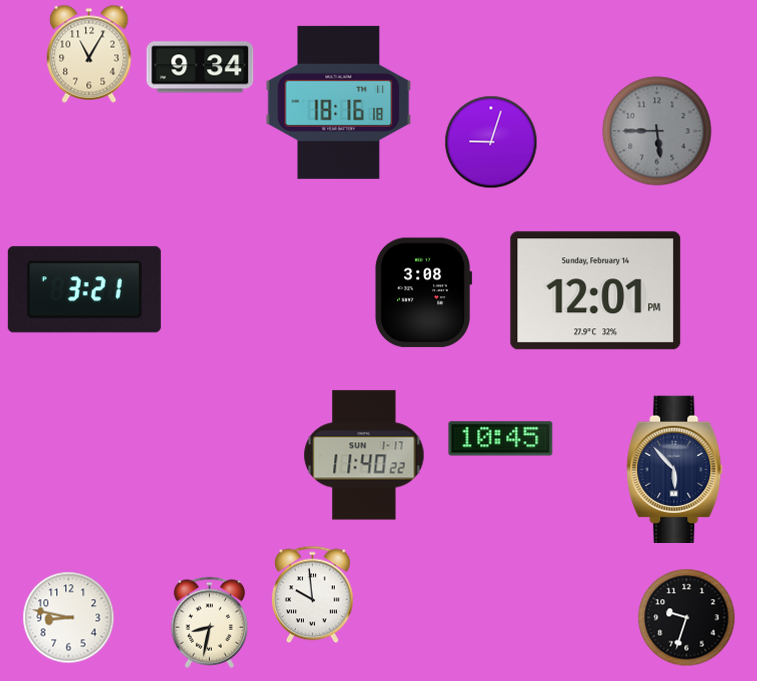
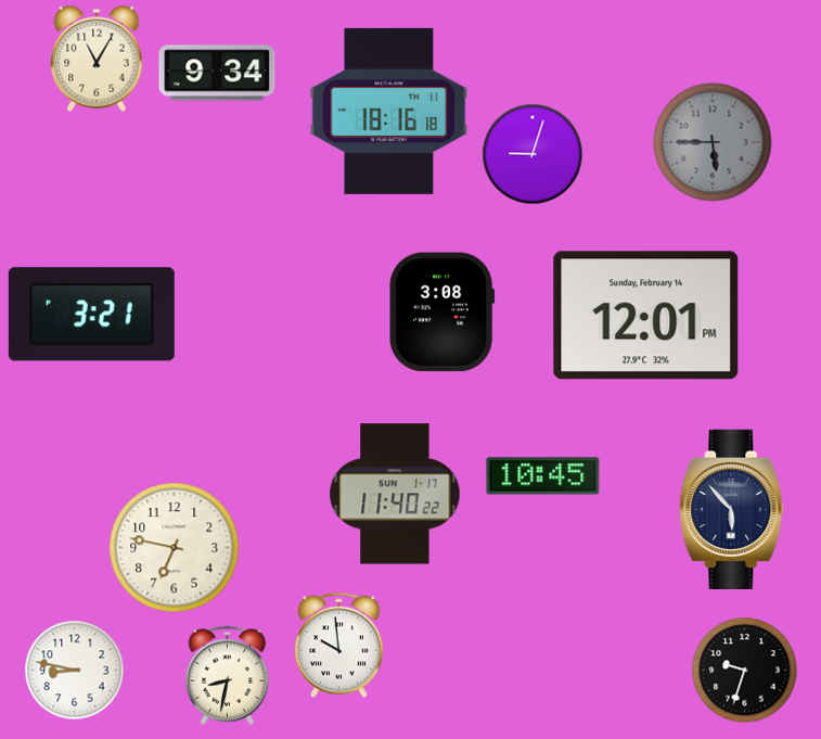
clock at (339, 102) position: (339, 102) -> (389, 111)
clock at (424, 293) position: (424, 293) -> (442, 313)
clock at (175, 548): none -> 6:47
